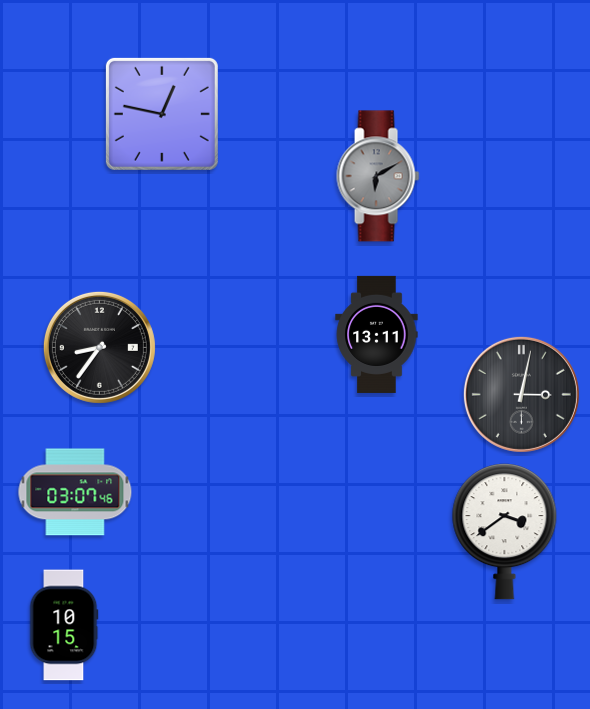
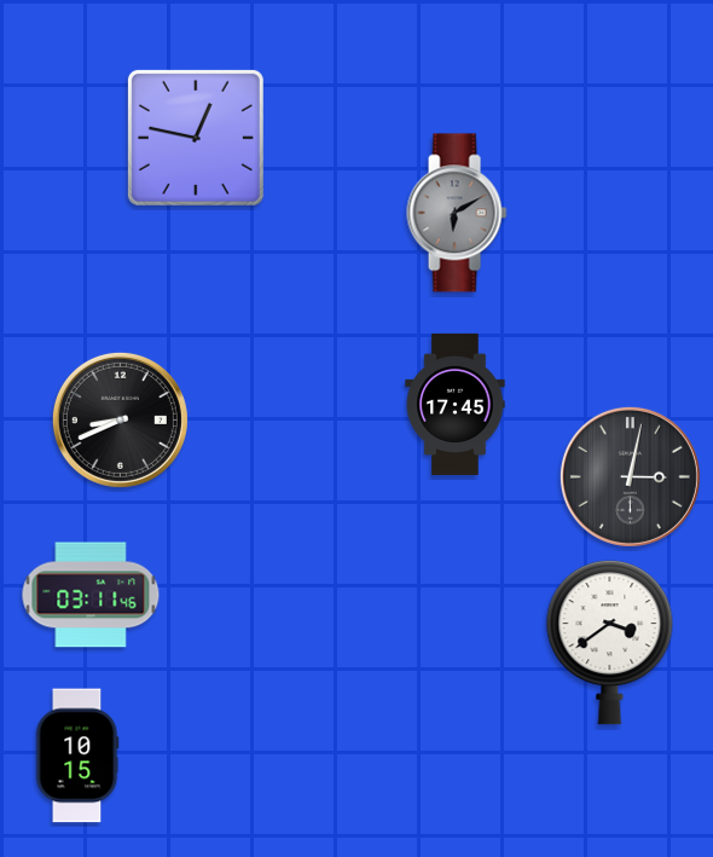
clock at (377, 334): 13:11 -> 17:45
clock at (99, 347): 8:36 -> 8:41
clock at (75, 492): 03:07 -> 03:11
